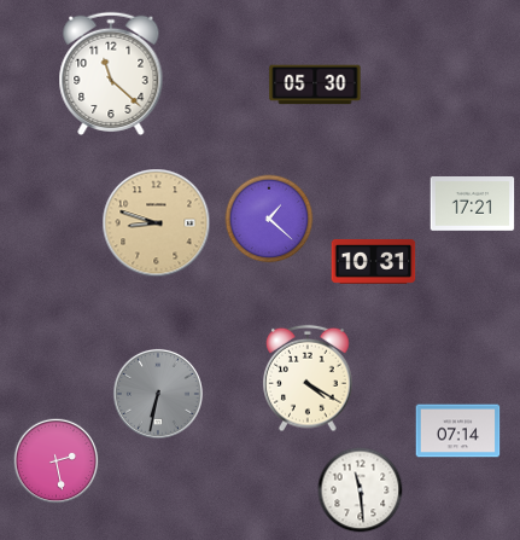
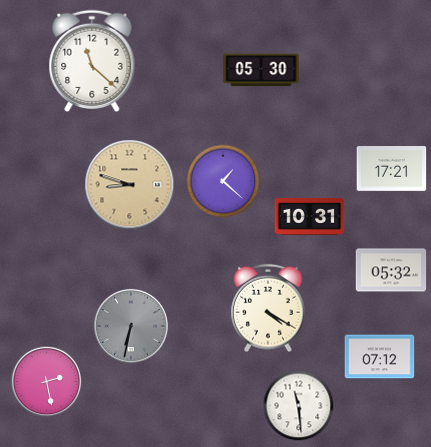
clock at (391, 270): none -> 05:32
clock at (308, 378) position: (308, 378) -> (268, 308)
clock at (458, 431): 07:14 -> 07:12
